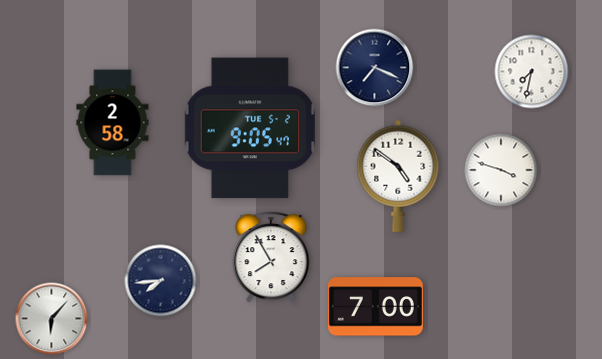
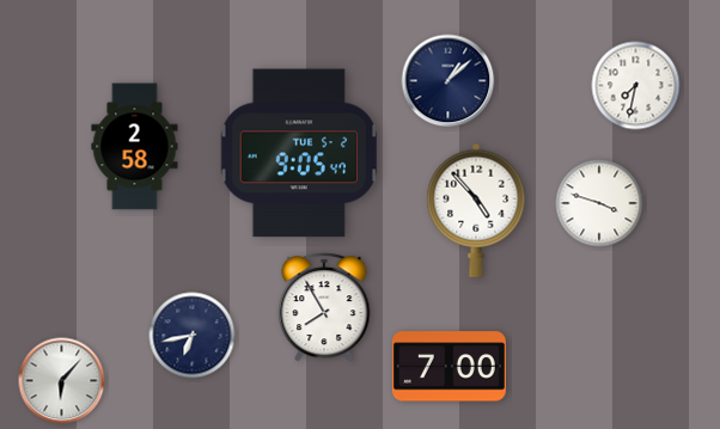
clock at (375, 68): 7:19 -> 1:08
clock at (398, 176): 4:51 -> 4:53
clock at (161, 281): 7:44 -> 6:43
